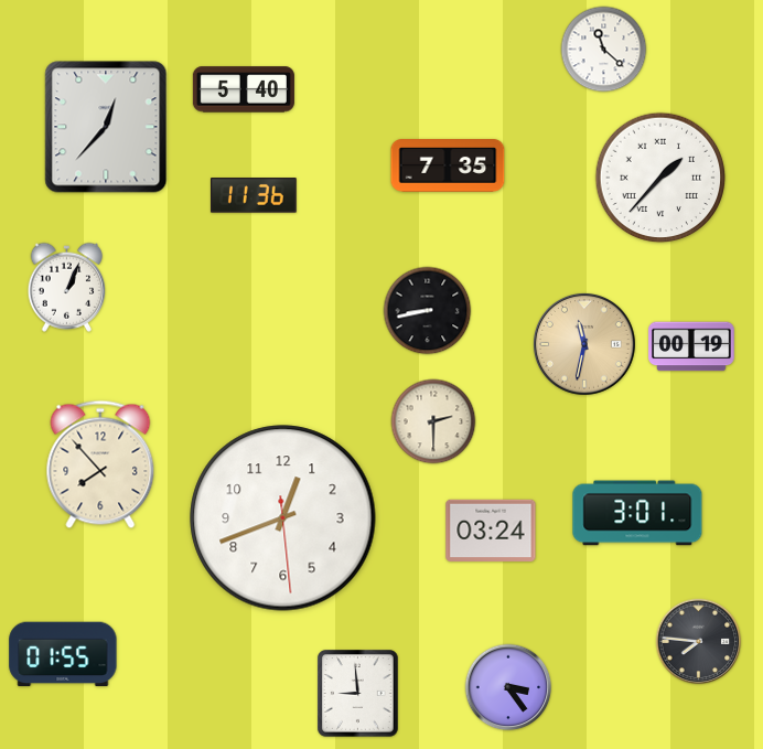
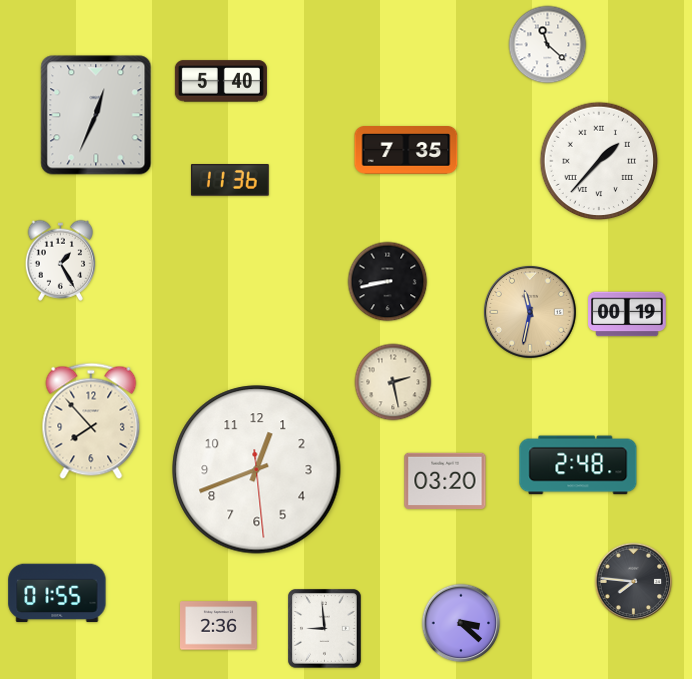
clock at (106, 127): 12:37 -> 12:34
clock at (254, 195) position: (254, 195) -> (230, 180)
clock at (66, 287): 1:04 -> 1:25
clock at (433, 421): 2:30 -> 2:28
clock at (637, 513): 3:01 -> 2:48
clock at (491, 529): 03:24 -> 03:20
clock at (508, 687): 3:24 -> 3:22
clock at (219, 626): none -> 2:36
